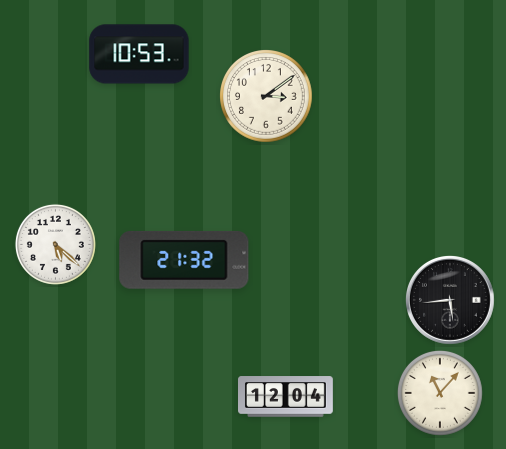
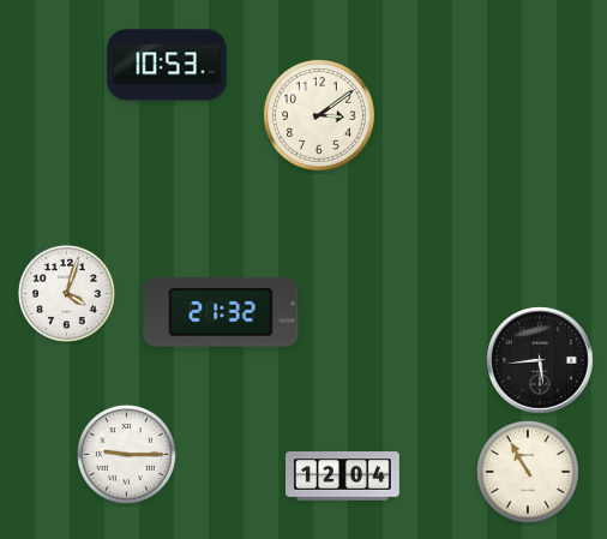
clock at (55, 244): 5:22 -> 4:03
clock at (126, 454): none -> 9:15
clock at (440, 393): 11:07 -> 10:55
